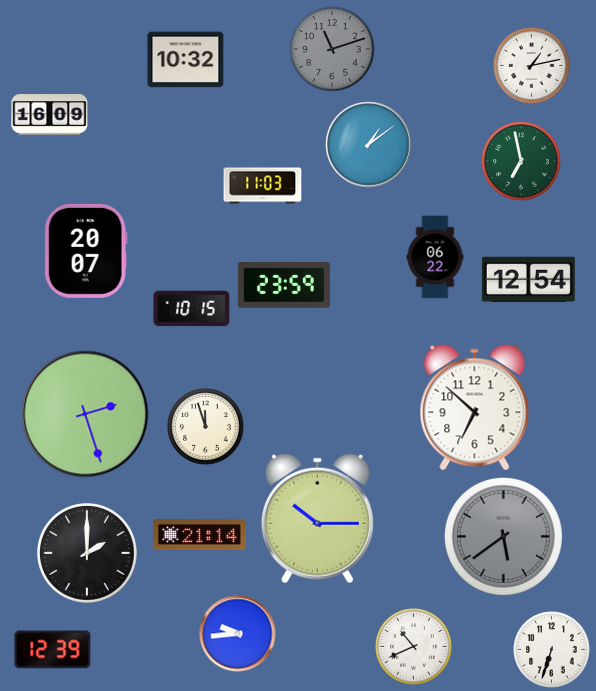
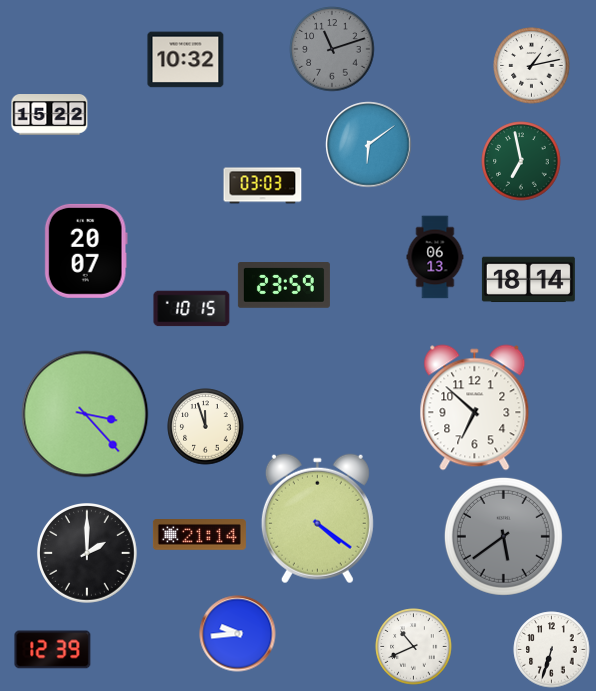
clock at (50, 115): 16:09 -> 15:22
clock at (369, 145): 1:09 -> 6:09
clock at (263, 186): 11:03 -> 03:03
clock at (435, 257): 06:22 -> 06:13
clock at (528, 280): 12:54 -> 18:14
clock at (85, 414): 2:27 -> 3:23
clock at (317, 519): 10:15 -> 4:21
